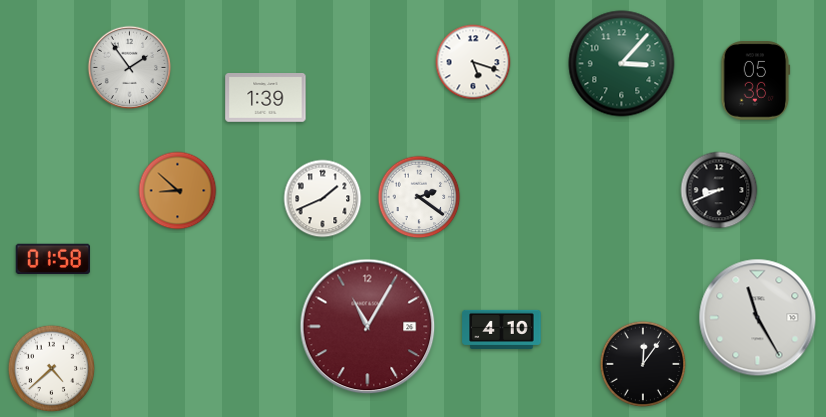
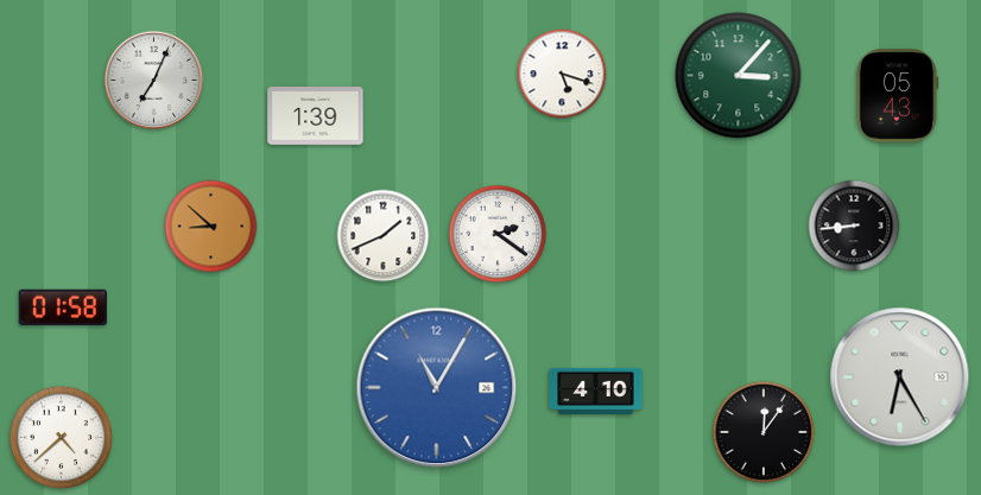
clock at (130, 68): 1:54 -> 7:04
clock at (756, 81): 05:36 -> 05:43
clock at (719, 190): 8:41 -> 8:44
clock at (758, 318): 11:25 -> 6:25
clock at (368, 327) dial: burgundy -> blue
